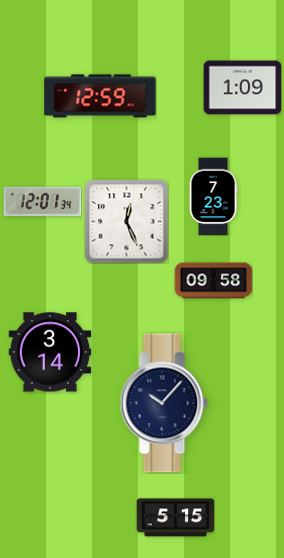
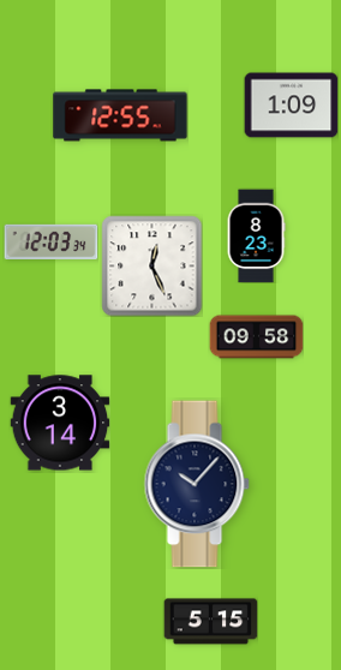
clock at (100, 96): 12:59 -> 12:55
clock at (213, 196): 7:23 -> 8:23
clock at (42, 202): 12:01 -> 12:03
